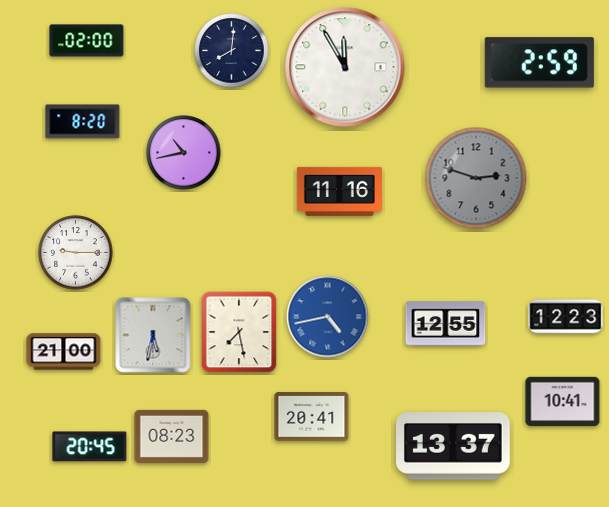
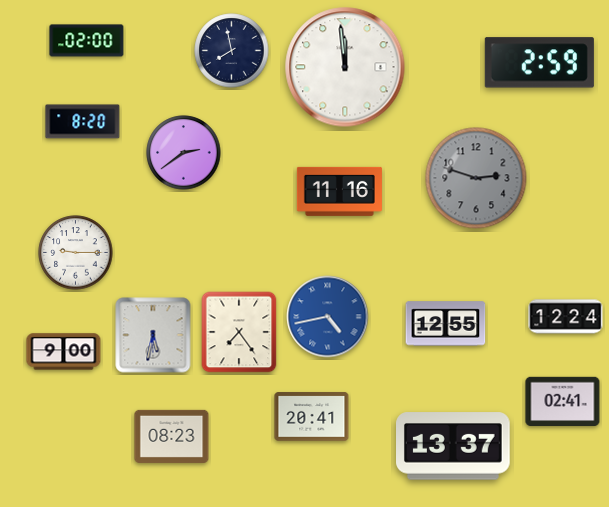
clock at (232, 51): 8:01 -> 7:58
clock at (345, 67): 11:55 -> 11:59
clock at (184, 153): 10:43 -> 2:39
clock at (566, 317): 12:23 -> 12:24
clock at (239, 332): 7:28 -> 7:24
clock at (64, 352): 21:00 -> 9:00
clock at (563, 402): 10:41 -> 02:41
clock at (90, 447): 20:45 -> none
